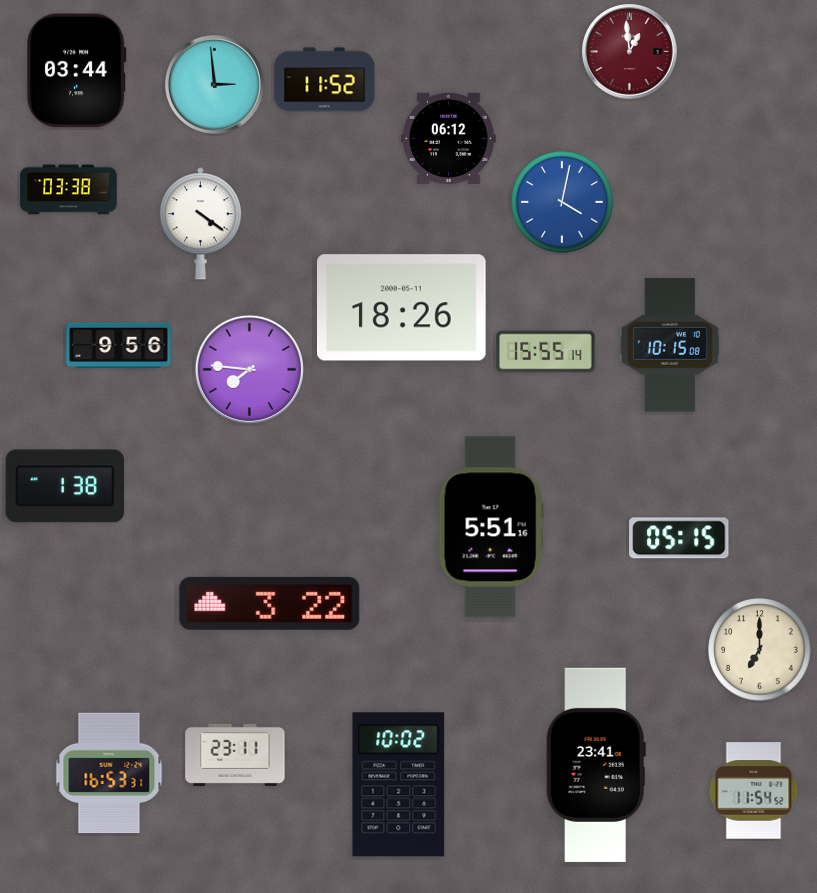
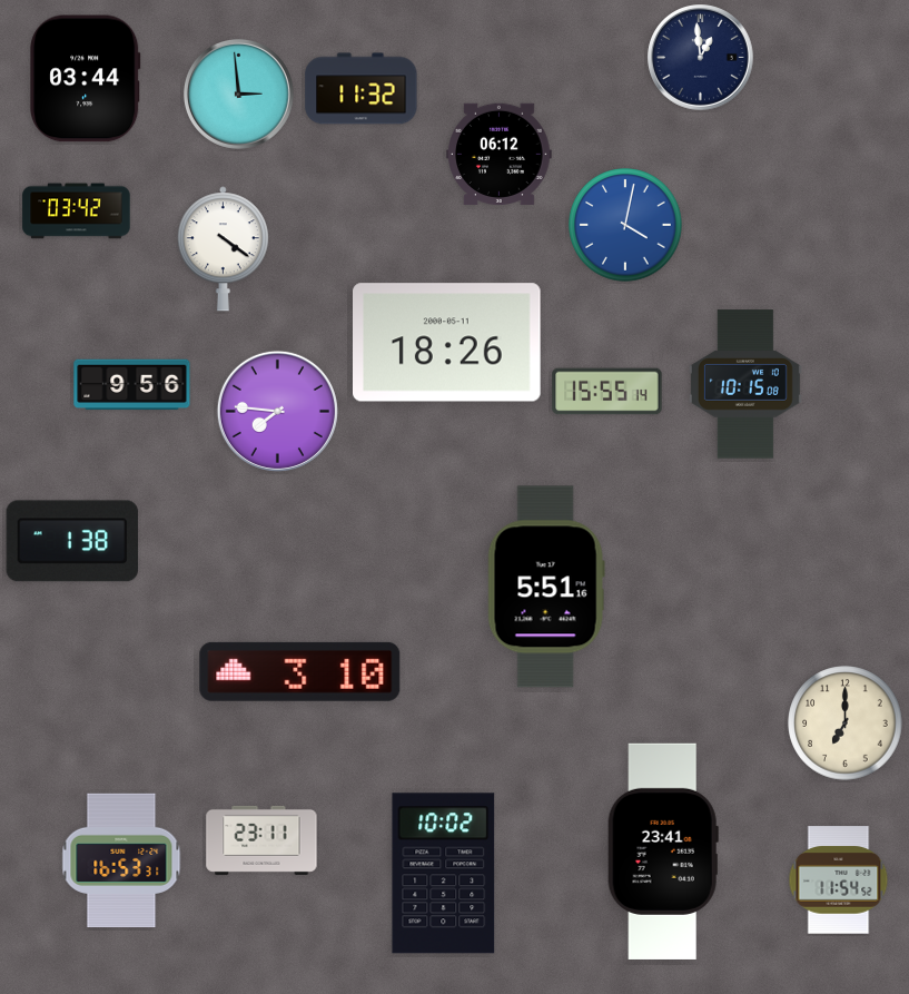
clock at (630, 52) dial: burgundy -> navy
clock at (325, 80): 11:52 -> 11:32
clock at (69, 190): 03:38 -> 03:42
clock at (679, 538): 05:15 -> none
clock at (270, 603): 3:22 -> 3:10
